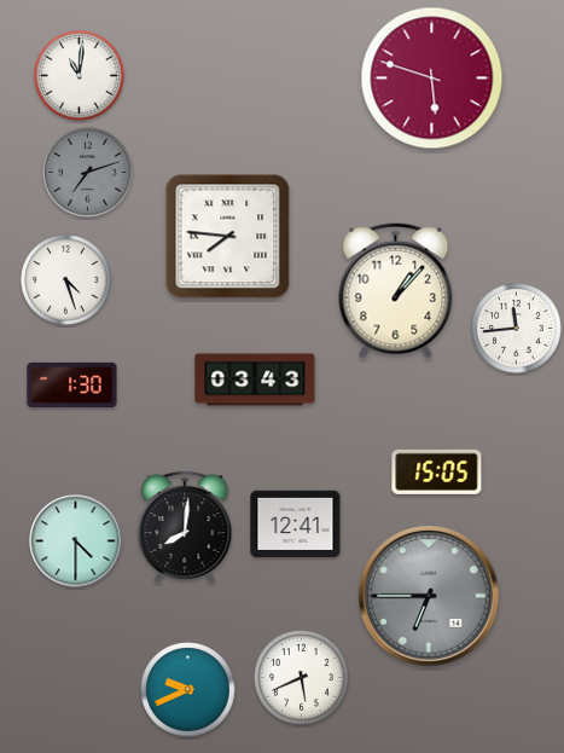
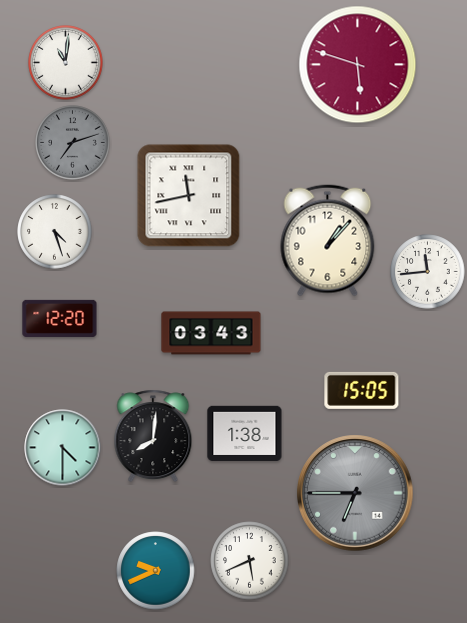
clock at (228, 237): 7:46 -> 11:43
clock at (255, 380) position: (255, 380) -> (211, 333)
clock at (72, 384): 1:30 -> 12:20
clock at (296, 523): 12:41 -> 1:38
